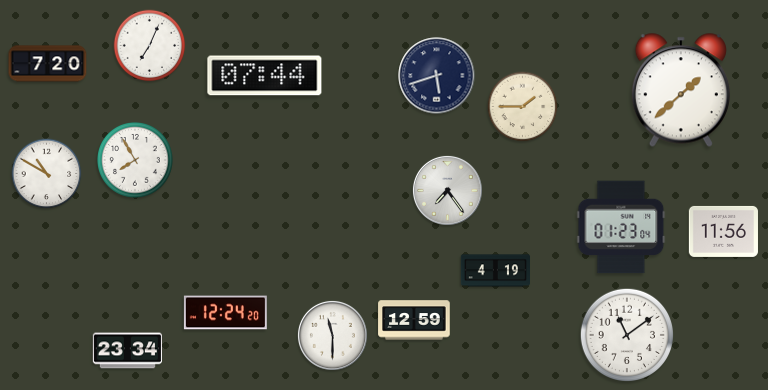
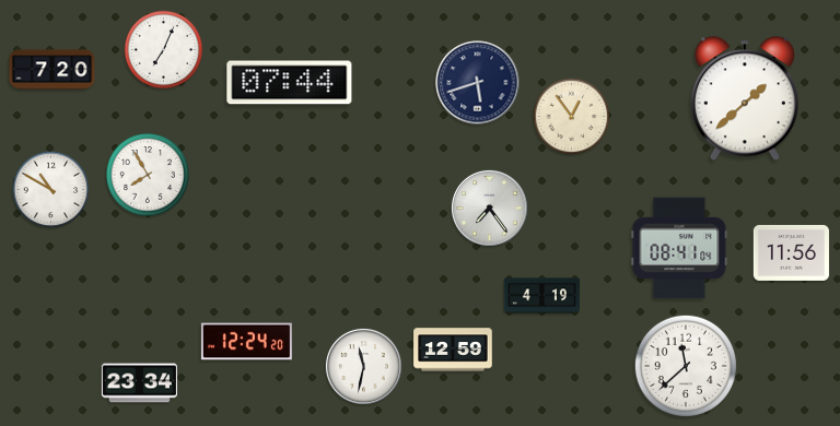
clock at (523, 107): 1:45 -> 12:54
clock at (621, 227): 01:23 -> 08:41
clock at (626, 334): 11:09 -> 11:38
clock at (332, 335): 11:30 -> 11:32
